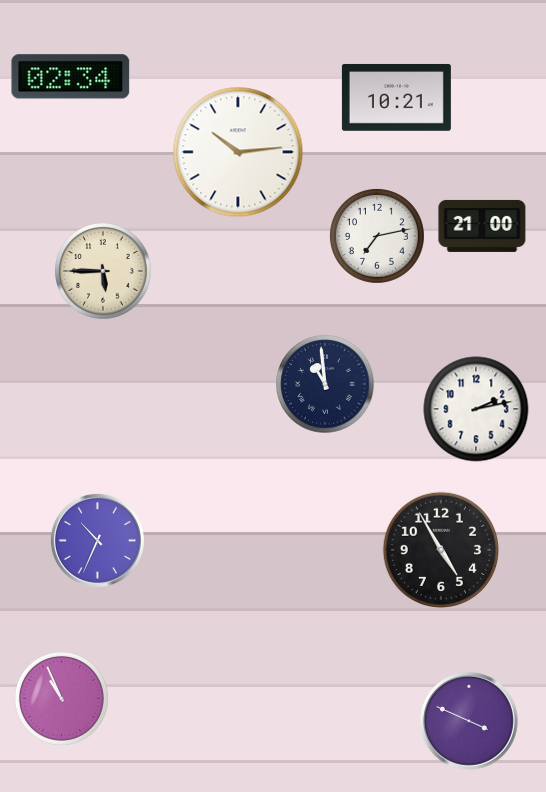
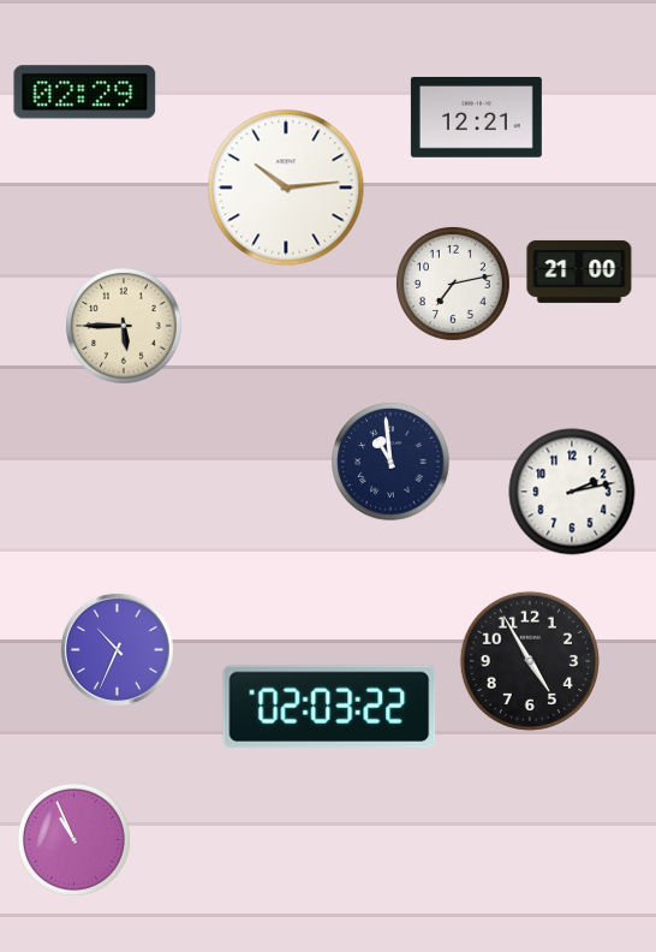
clock at (71, 77): 02:34 -> 02:29
clock at (396, 98): 10:21 -> 12:21
clock at (238, 152) position: (238, 152) -> (286, 188)
clock at (329, 707): none -> 02:03
clock at (470, 722): 3:49 -> none
